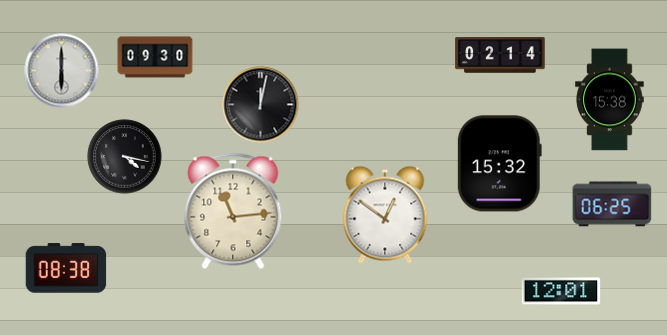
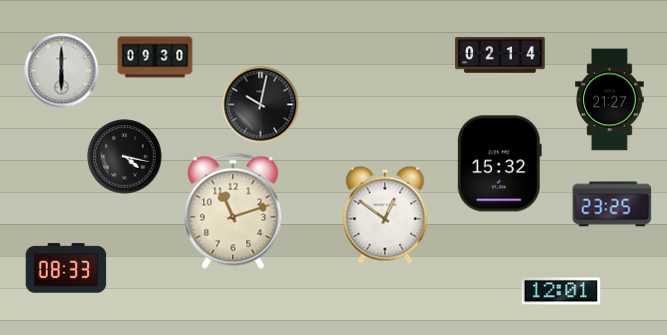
clock at (610, 100): 15:38 -> 21:27
clock at (261, 105): 12:02 -> 10:02
clock at (612, 204): 06:25 -> 23:25
clock at (233, 211): 11:14 -> 11:12
clock at (66, 268): 08:38 -> 08:33
